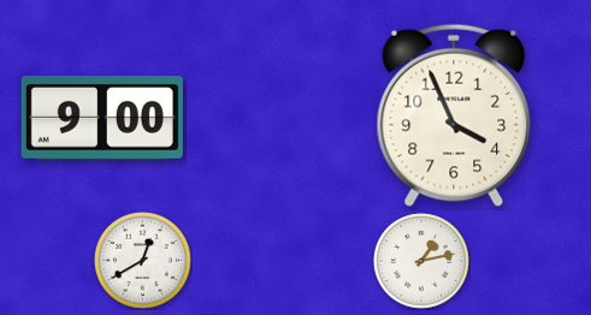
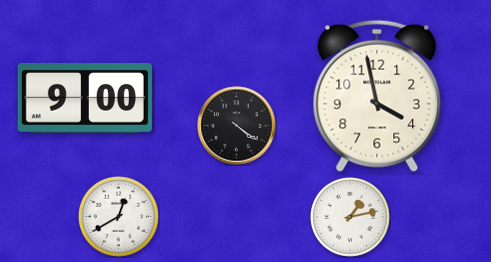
clock at (454, 115): 3:56 -> 3:58
clock at (237, 126): none -> 4:21
